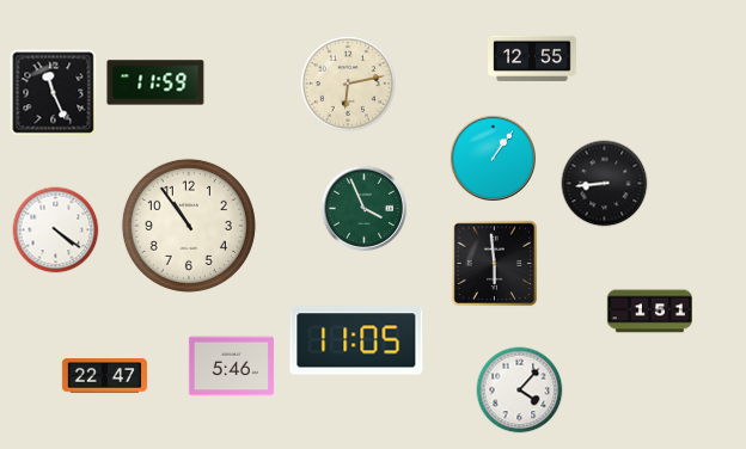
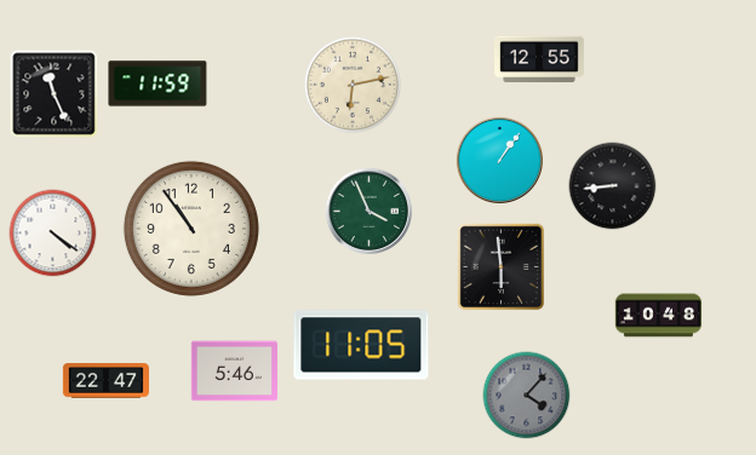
clock at (56, 230) position: (56, 230) -> (53, 234)
clock at (649, 312): 1:51 -> 10:48
clock at (520, 390) dial: white -> grey
